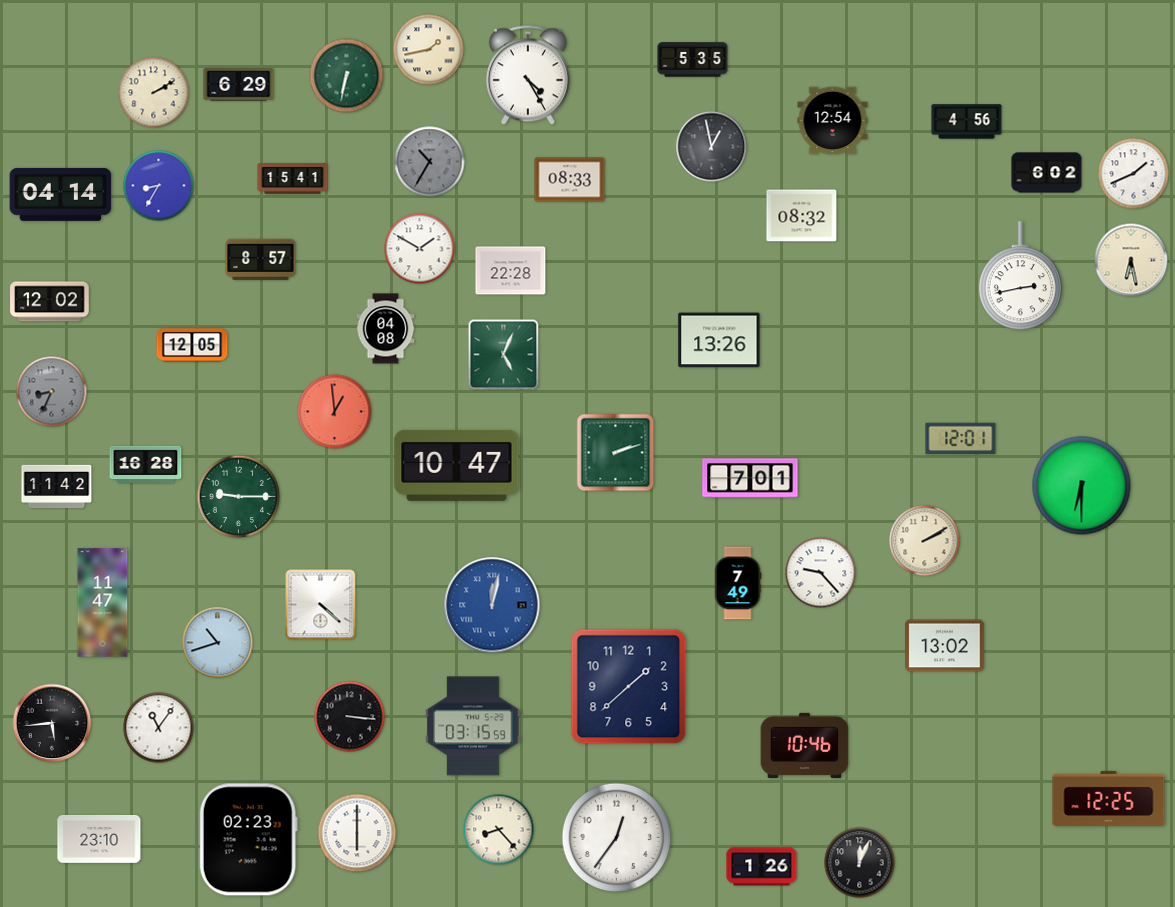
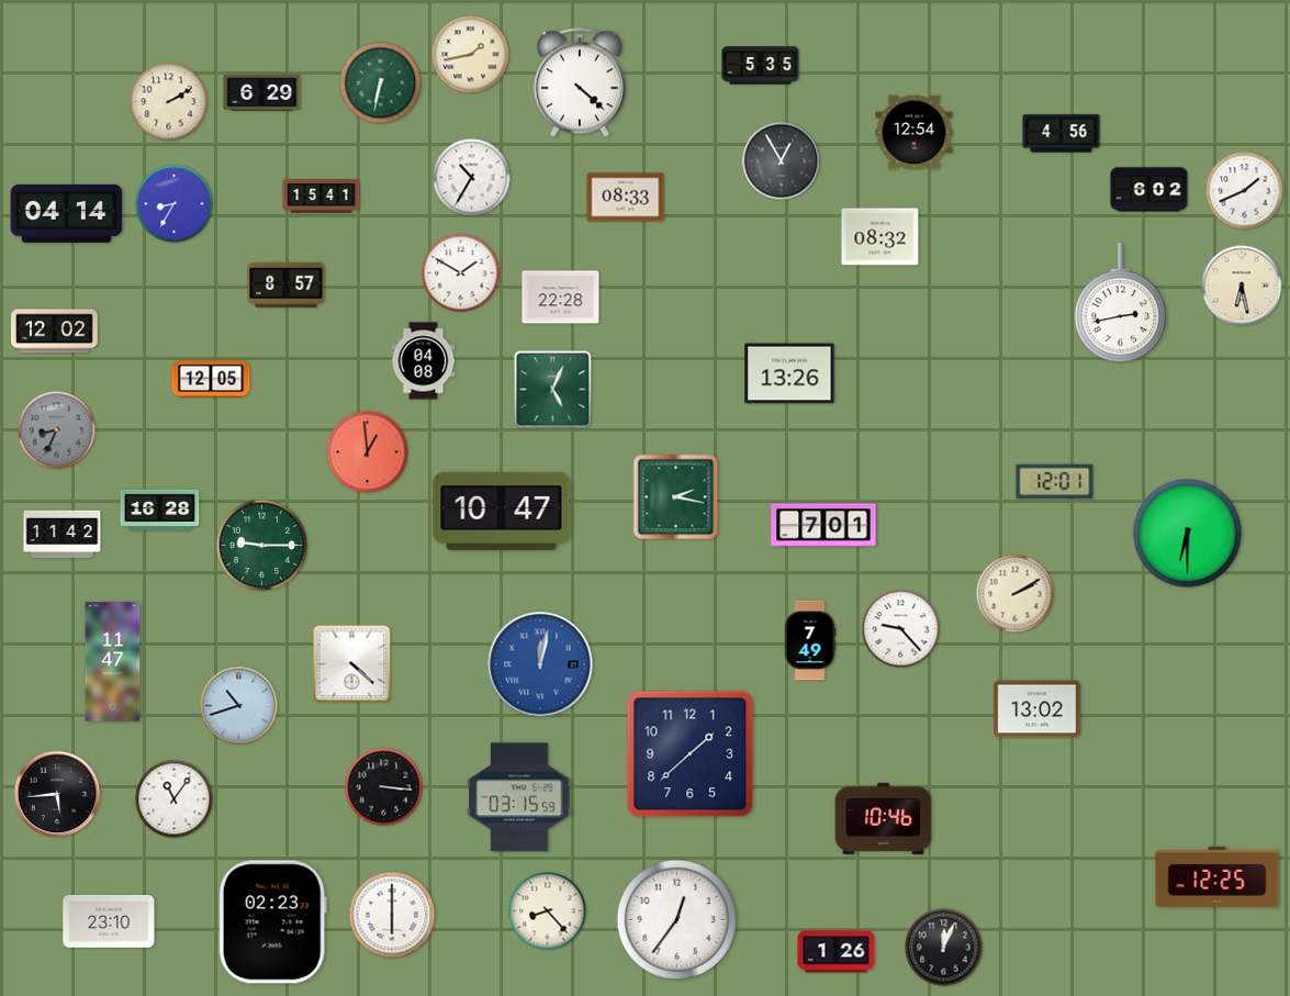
clock at (528, 75): 4:25 -> 4:22
clock at (712, 147): 12:58 -> 12:55
clock at (430, 162) dial: grey -> white
clock at (616, 453): 2:12 -> 2:17
